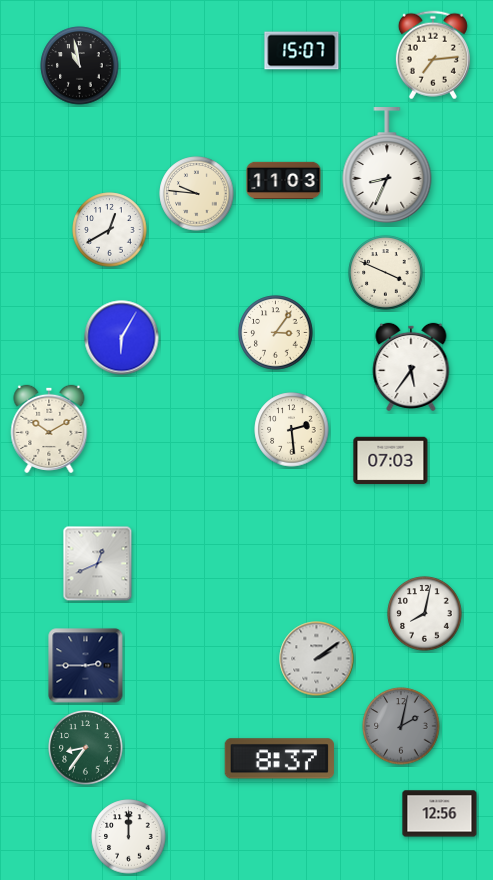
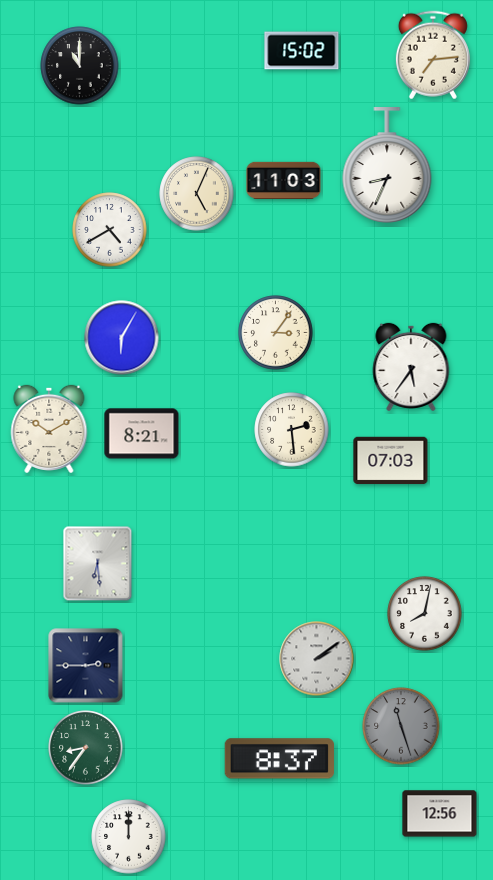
clock at (302, 51): 15:07 -> 15:02
clock at (80, 66): 10:58 -> 11:00
clock at (197, 194): 9:46 -> 5:04
clock at (110, 230): 12:40 -> 4:40
clock at (386, 273): 3:49 -> none
clock at (142, 434): none -> 8:21
clock at (98, 564): 12:41 -> 6:29
clock at (401, 726): 2:02 -> 11:27
